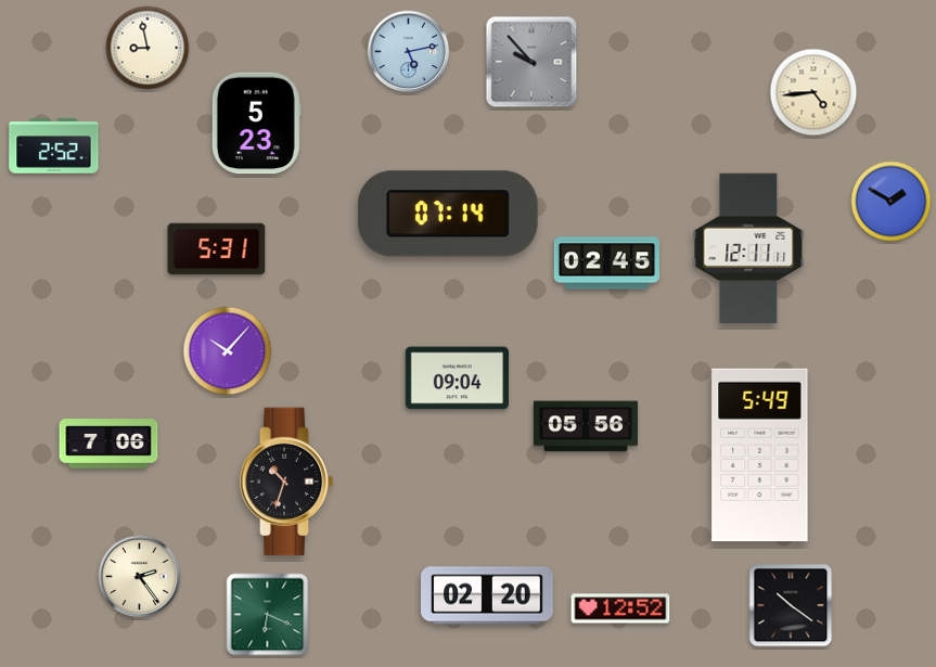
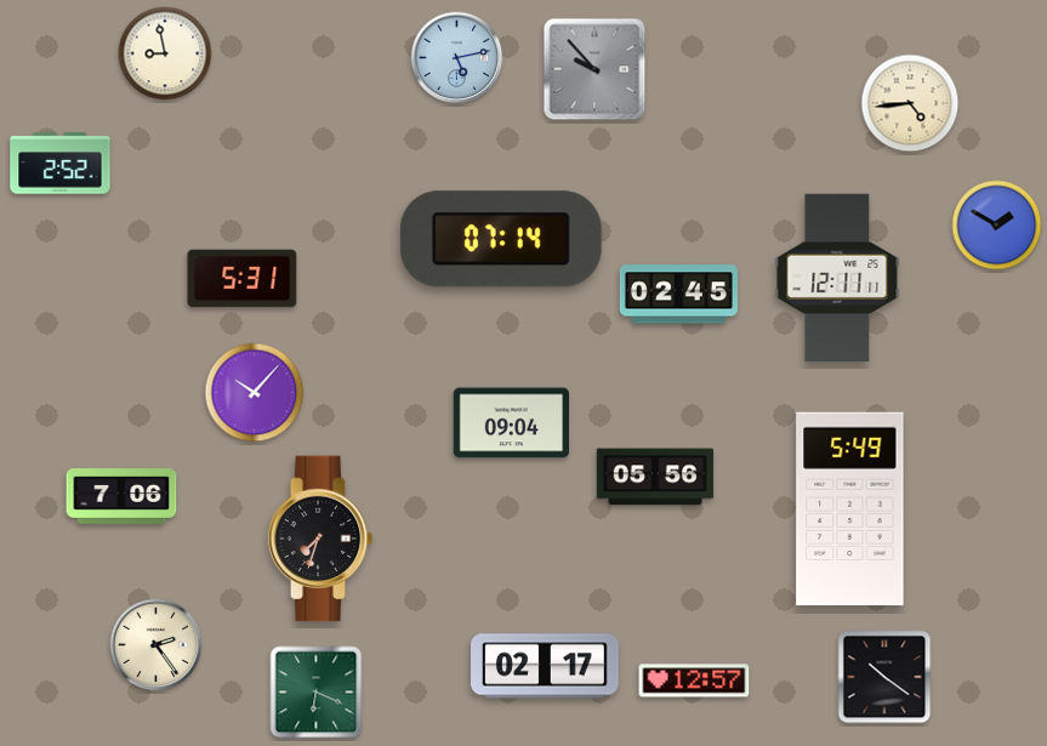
clock at (256, 124): 5:23 -> none
clock at (286, 482): 10:33 -> 7:33
clock at (488, 595): 02:20 -> 02:17
clock at (620, 608): 12:52 -> 12:57
clock at (268, 615) position: (268, 615) -> (317, 693)
